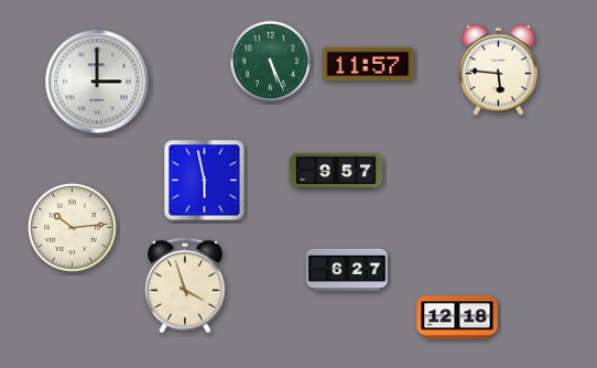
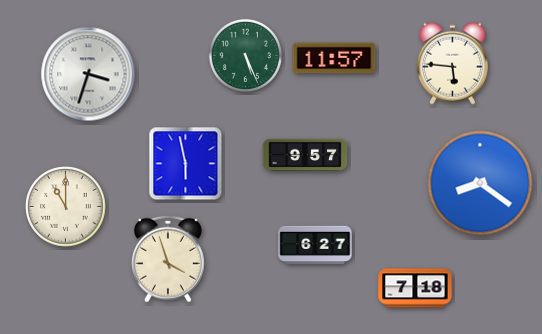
clock at (97, 82): 3:00 -> 3:33
clock at (480, 183): none -> 8:21
clock at (73, 228): 10:14 -> 11:00
clock at (457, 317): 12:18 -> 7:18
